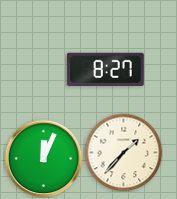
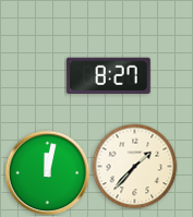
clock at (105, 70) position: (105, 70) -> (108, 76)
clock at (43, 158): 12:04 -> 12:02
